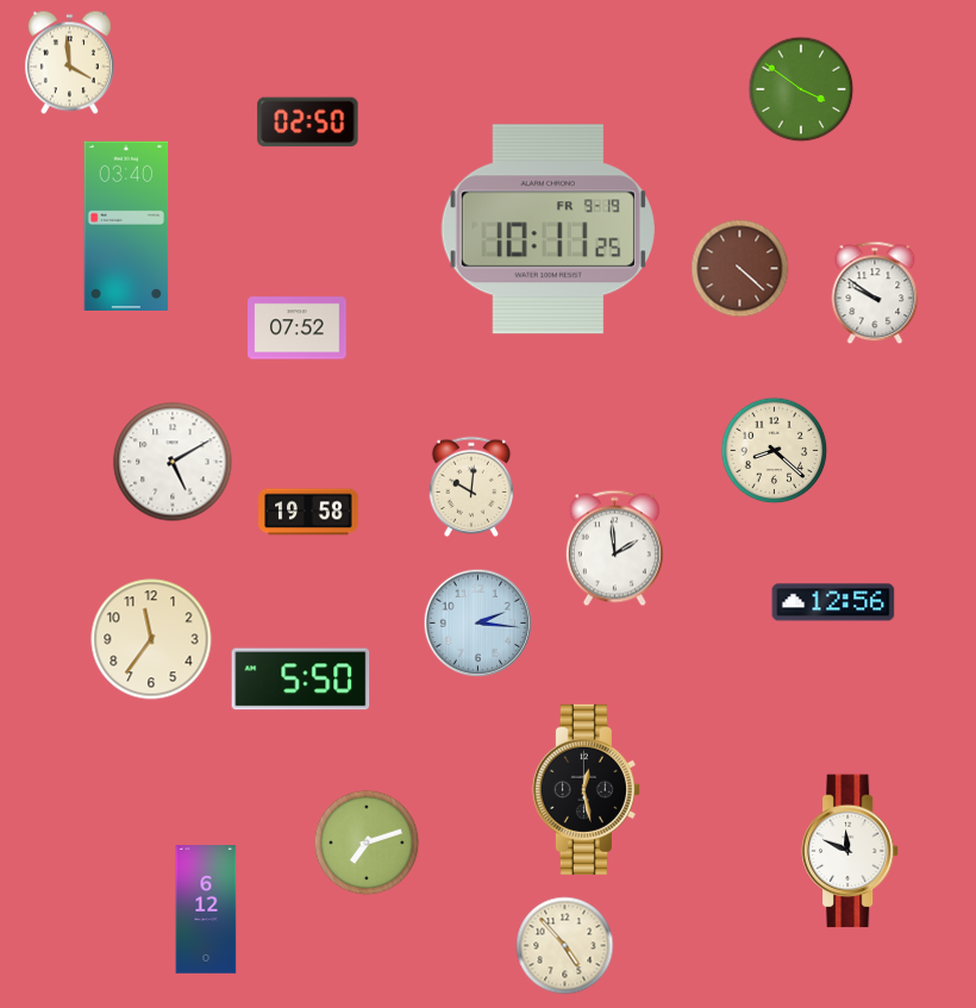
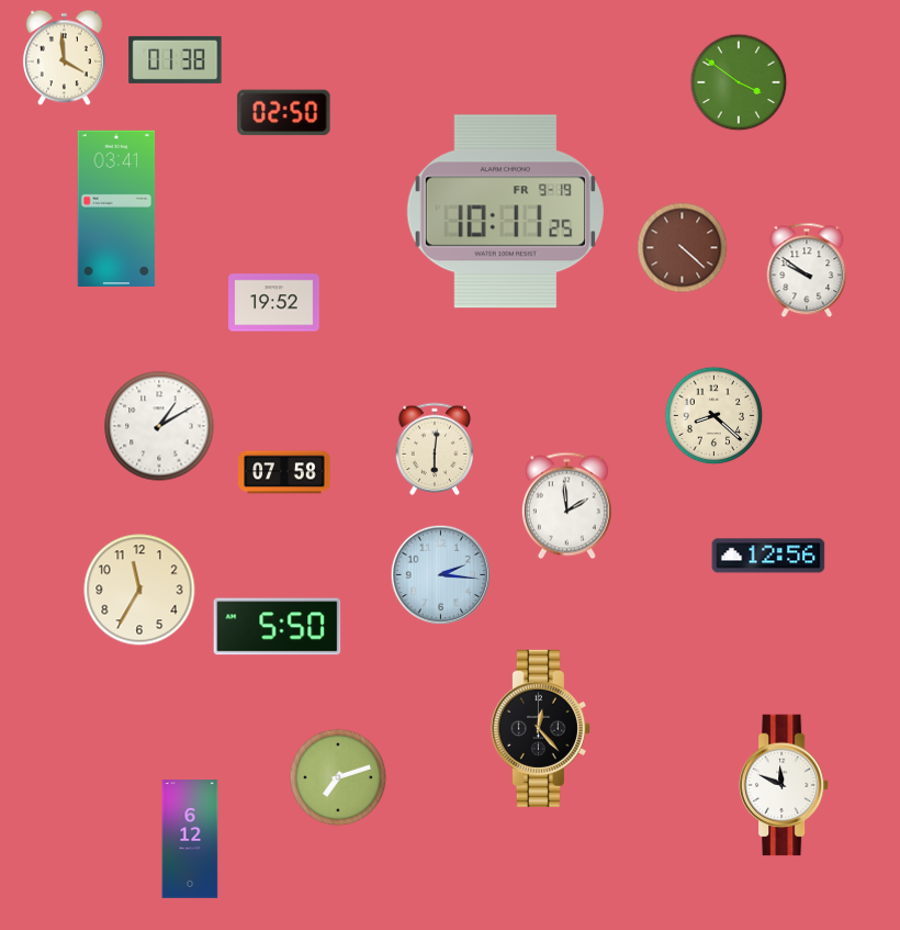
clock at (176, 59): none -> 01:38
clock at (126, 225): 03:40 -> 03:41
clock at (298, 328): 07:52 -> 19:52
clock at (173, 462): 5:10 -> 1:10
clock at (471, 487): 10:01 -> 6:01
clock at (308, 512): 19:58 -> 07:58
clock at (151, 639): 11:36 -> 11:35
clock at (586, 789): 12:28 -> 12:23
clock at (565, 946): 4:53 -> none
